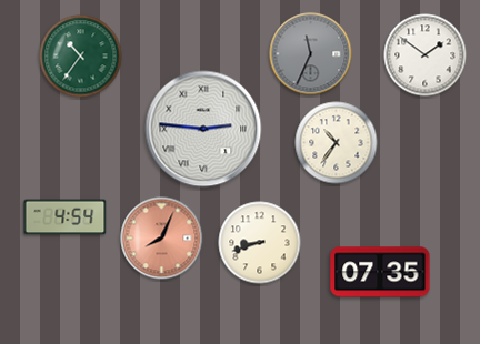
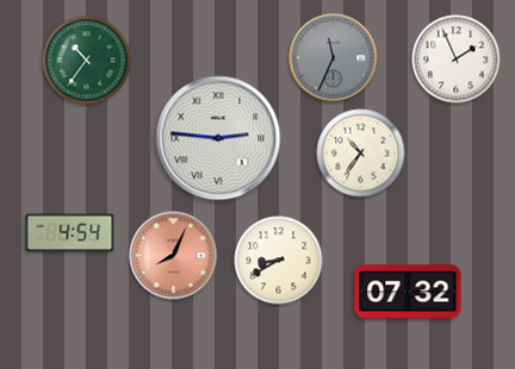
clock at (426, 55): 1:51 -> 1:56
clock at (260, 243): 8:42 -> 8:40
clock at (380, 272): 07:35 -> 07:32
